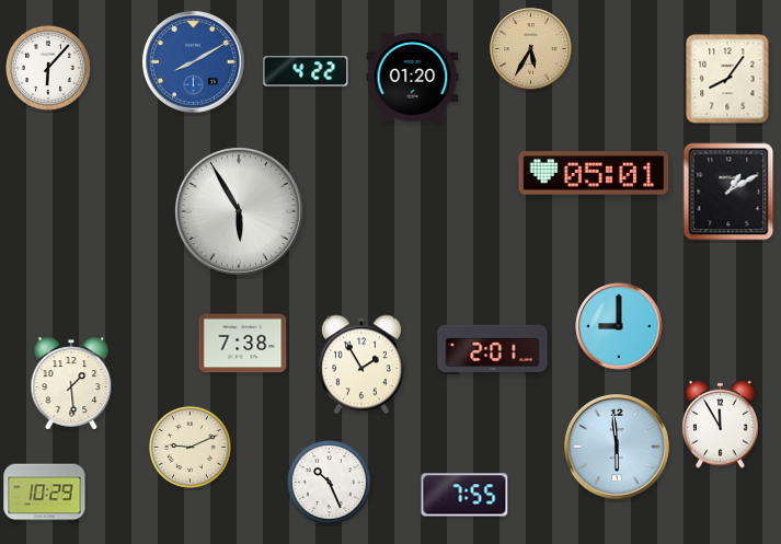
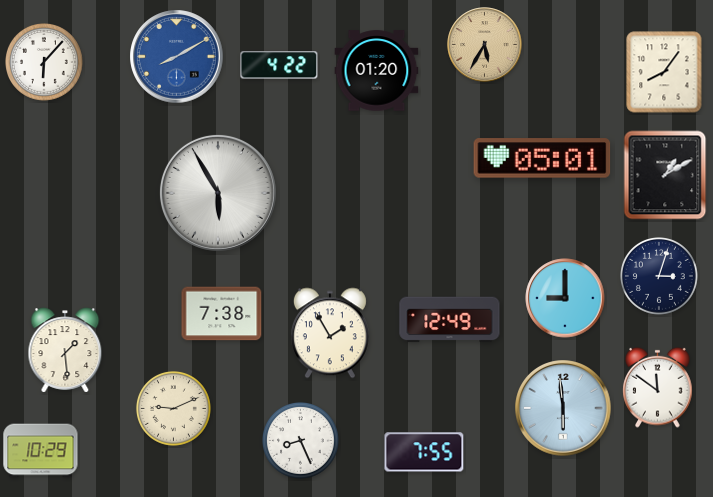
clock at (660, 277): none -> 3:03
clock at (493, 350): 2:01 -> 12:49
clock at (721, 424): 11:55 -> 11:51
clock at (330, 483): 10:26 -> 8:26
